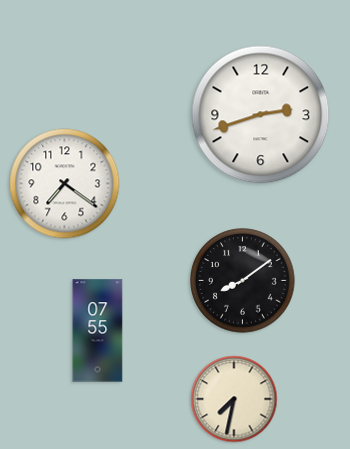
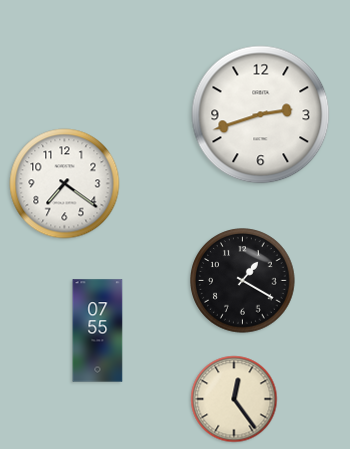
clock at (243, 281): 8:09 -> 1:20
clock at (234, 399): 7:32 -> 12:24
